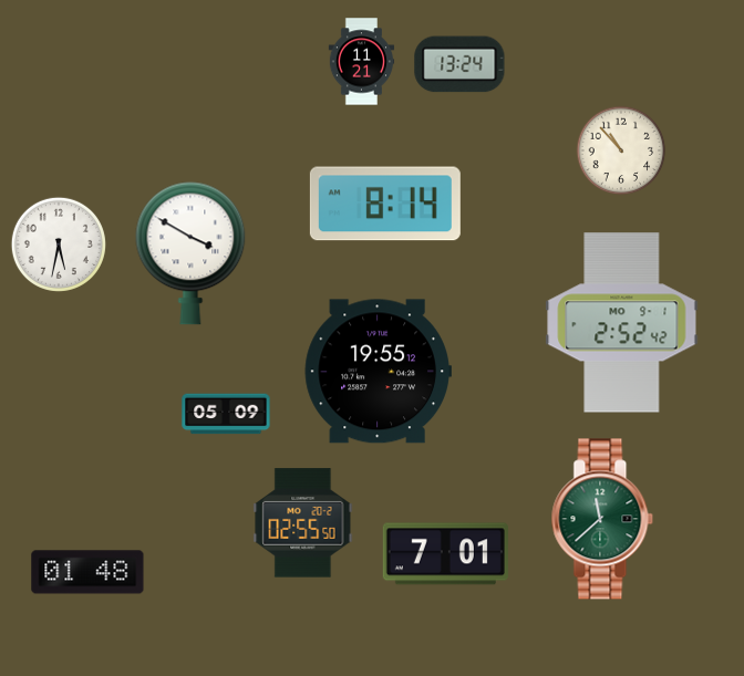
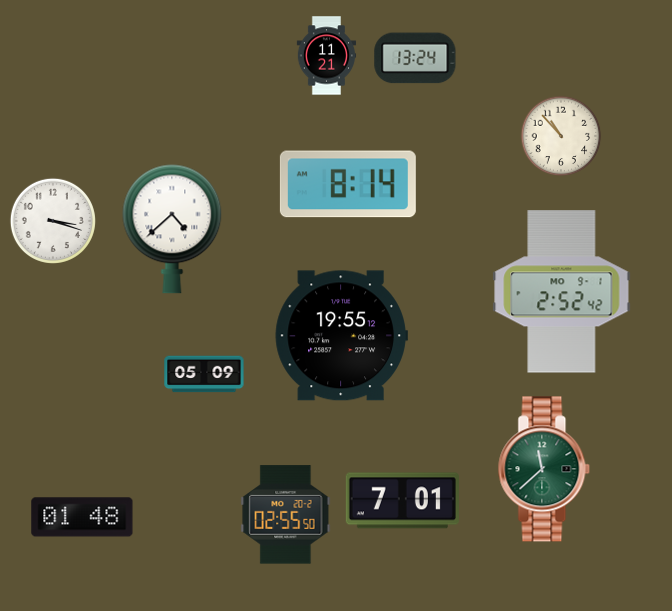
clock at (59, 245): 5:32 -> 3:18
clock at (190, 253): 3:50 -> 4:38
clock at (303, 523) position: (303, 523) -> (286, 515)
clock at (87, 572) position: (87, 572) -> (82, 517)
